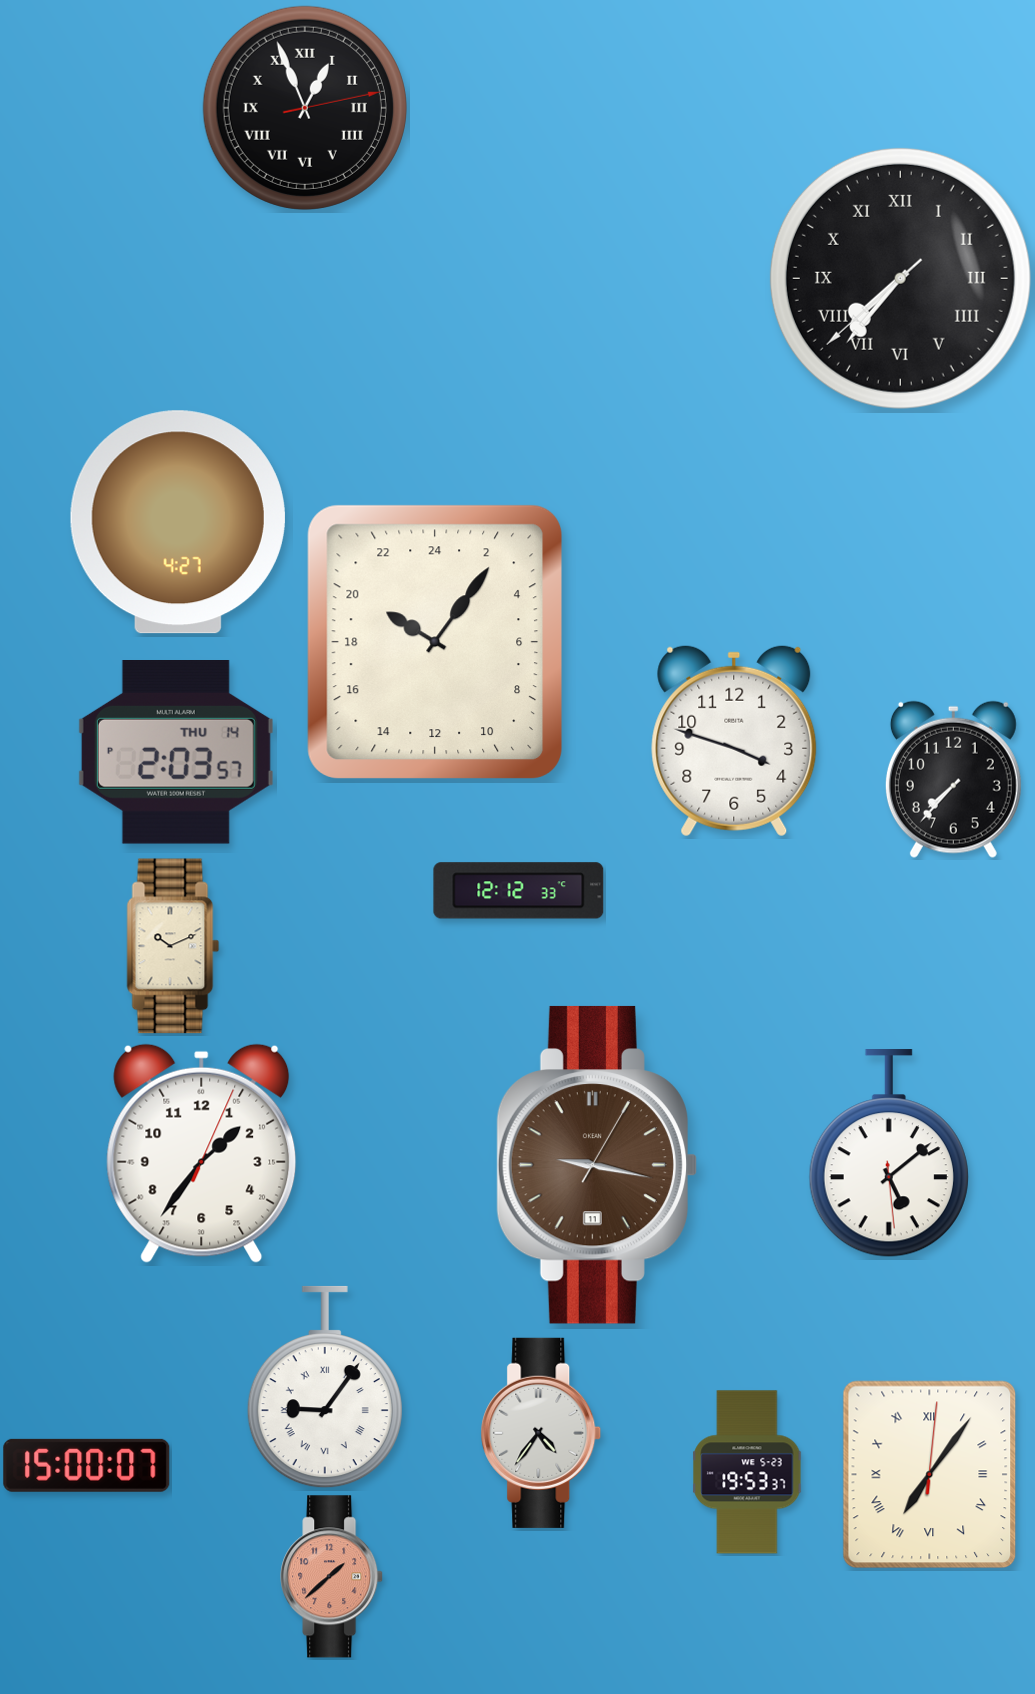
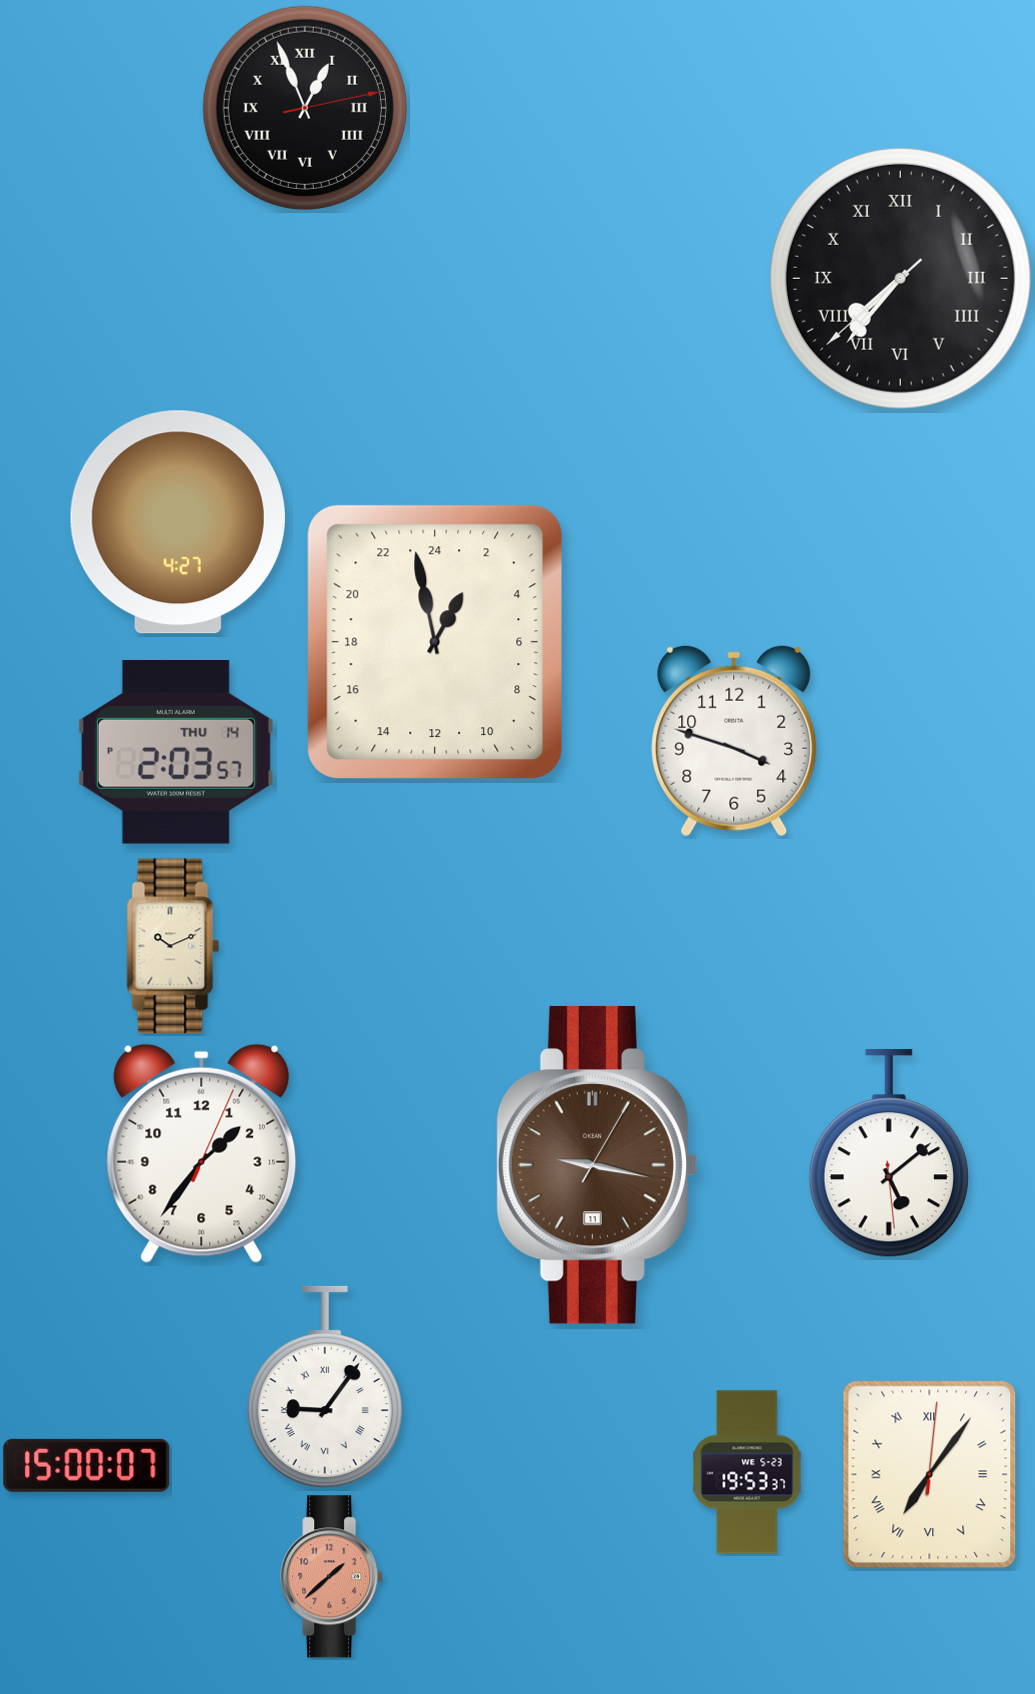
clock at (434, 642): 20:06 -> 1:58
clock at (953, 779): 7:37 -> none
clock at (519, 891): 12:12 -> none
clock at (541, 1433): 4:36 -> none
